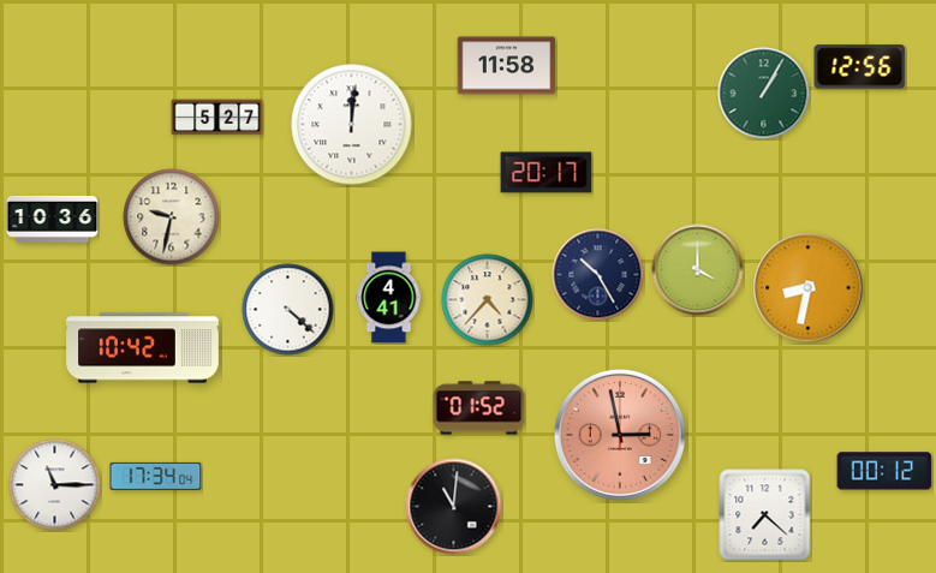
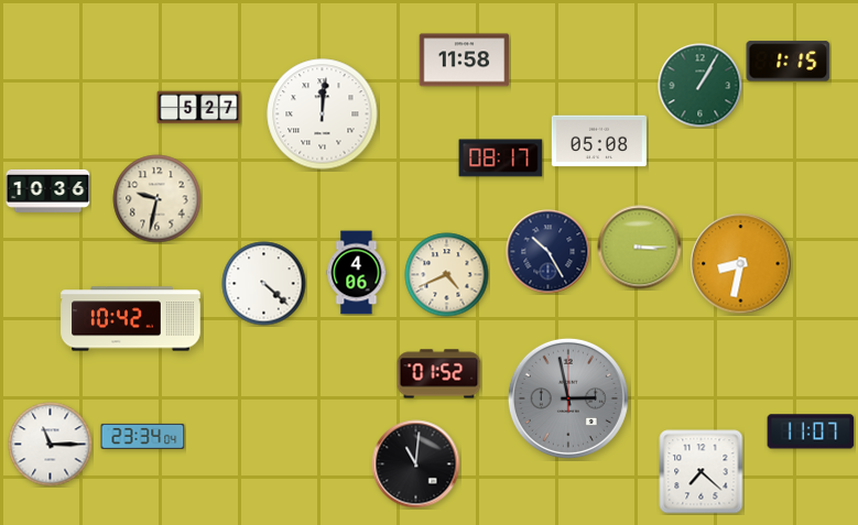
clock at (860, 67): 12:56 -> 1:15
clock at (599, 141): none -> 05:08
clock at (547, 173): 20:17 -> 08:17
clock at (53, 219) position: (53, 219) -> (48, 190)
clock at (698, 270): 4:00 -> 3:15
clock at (389, 298): 4:41 -> 4:06
clock at (488, 300): 4:37 -> 4:41
clock at (620, 435) dial: salmon -> grey
clock at (884, 471): 00:12 -> 11:07
clock at (156, 476): 17:34 -> 23:34
